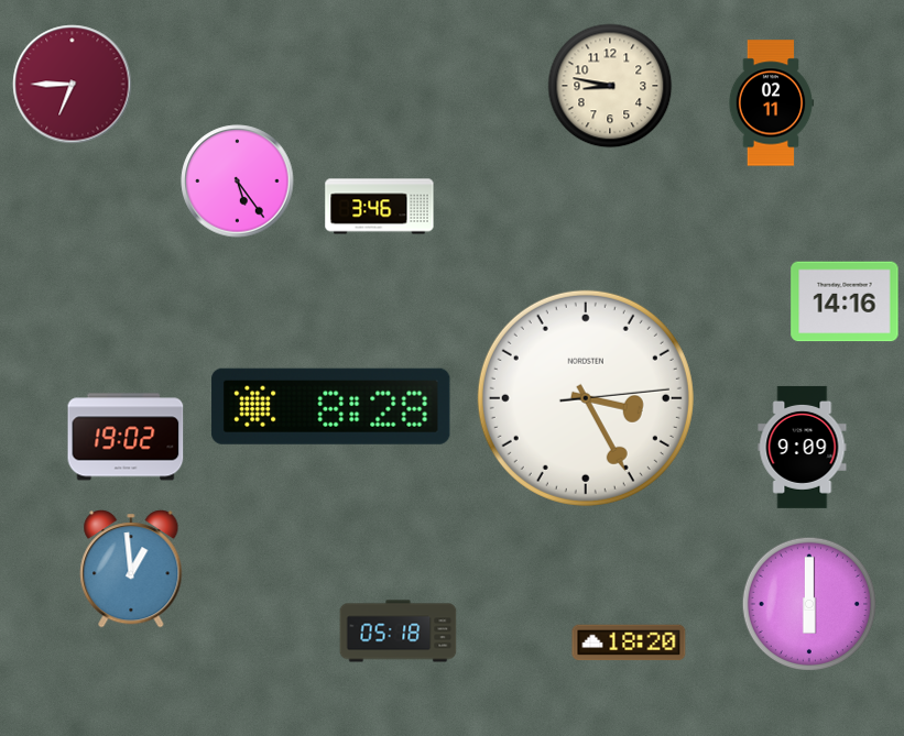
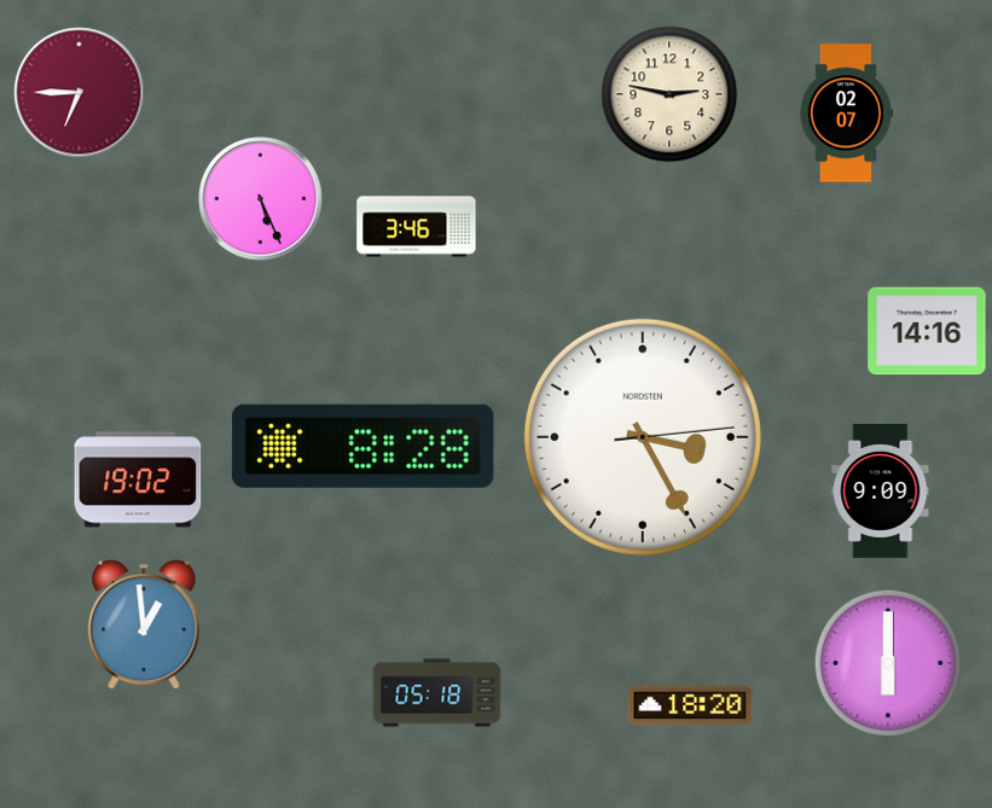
clock at (610, 86): 8:47 -> 2:47
clock at (771, 103): 02:11 -> 02:07
clock at (238, 182): 5:24 -> 5:26
